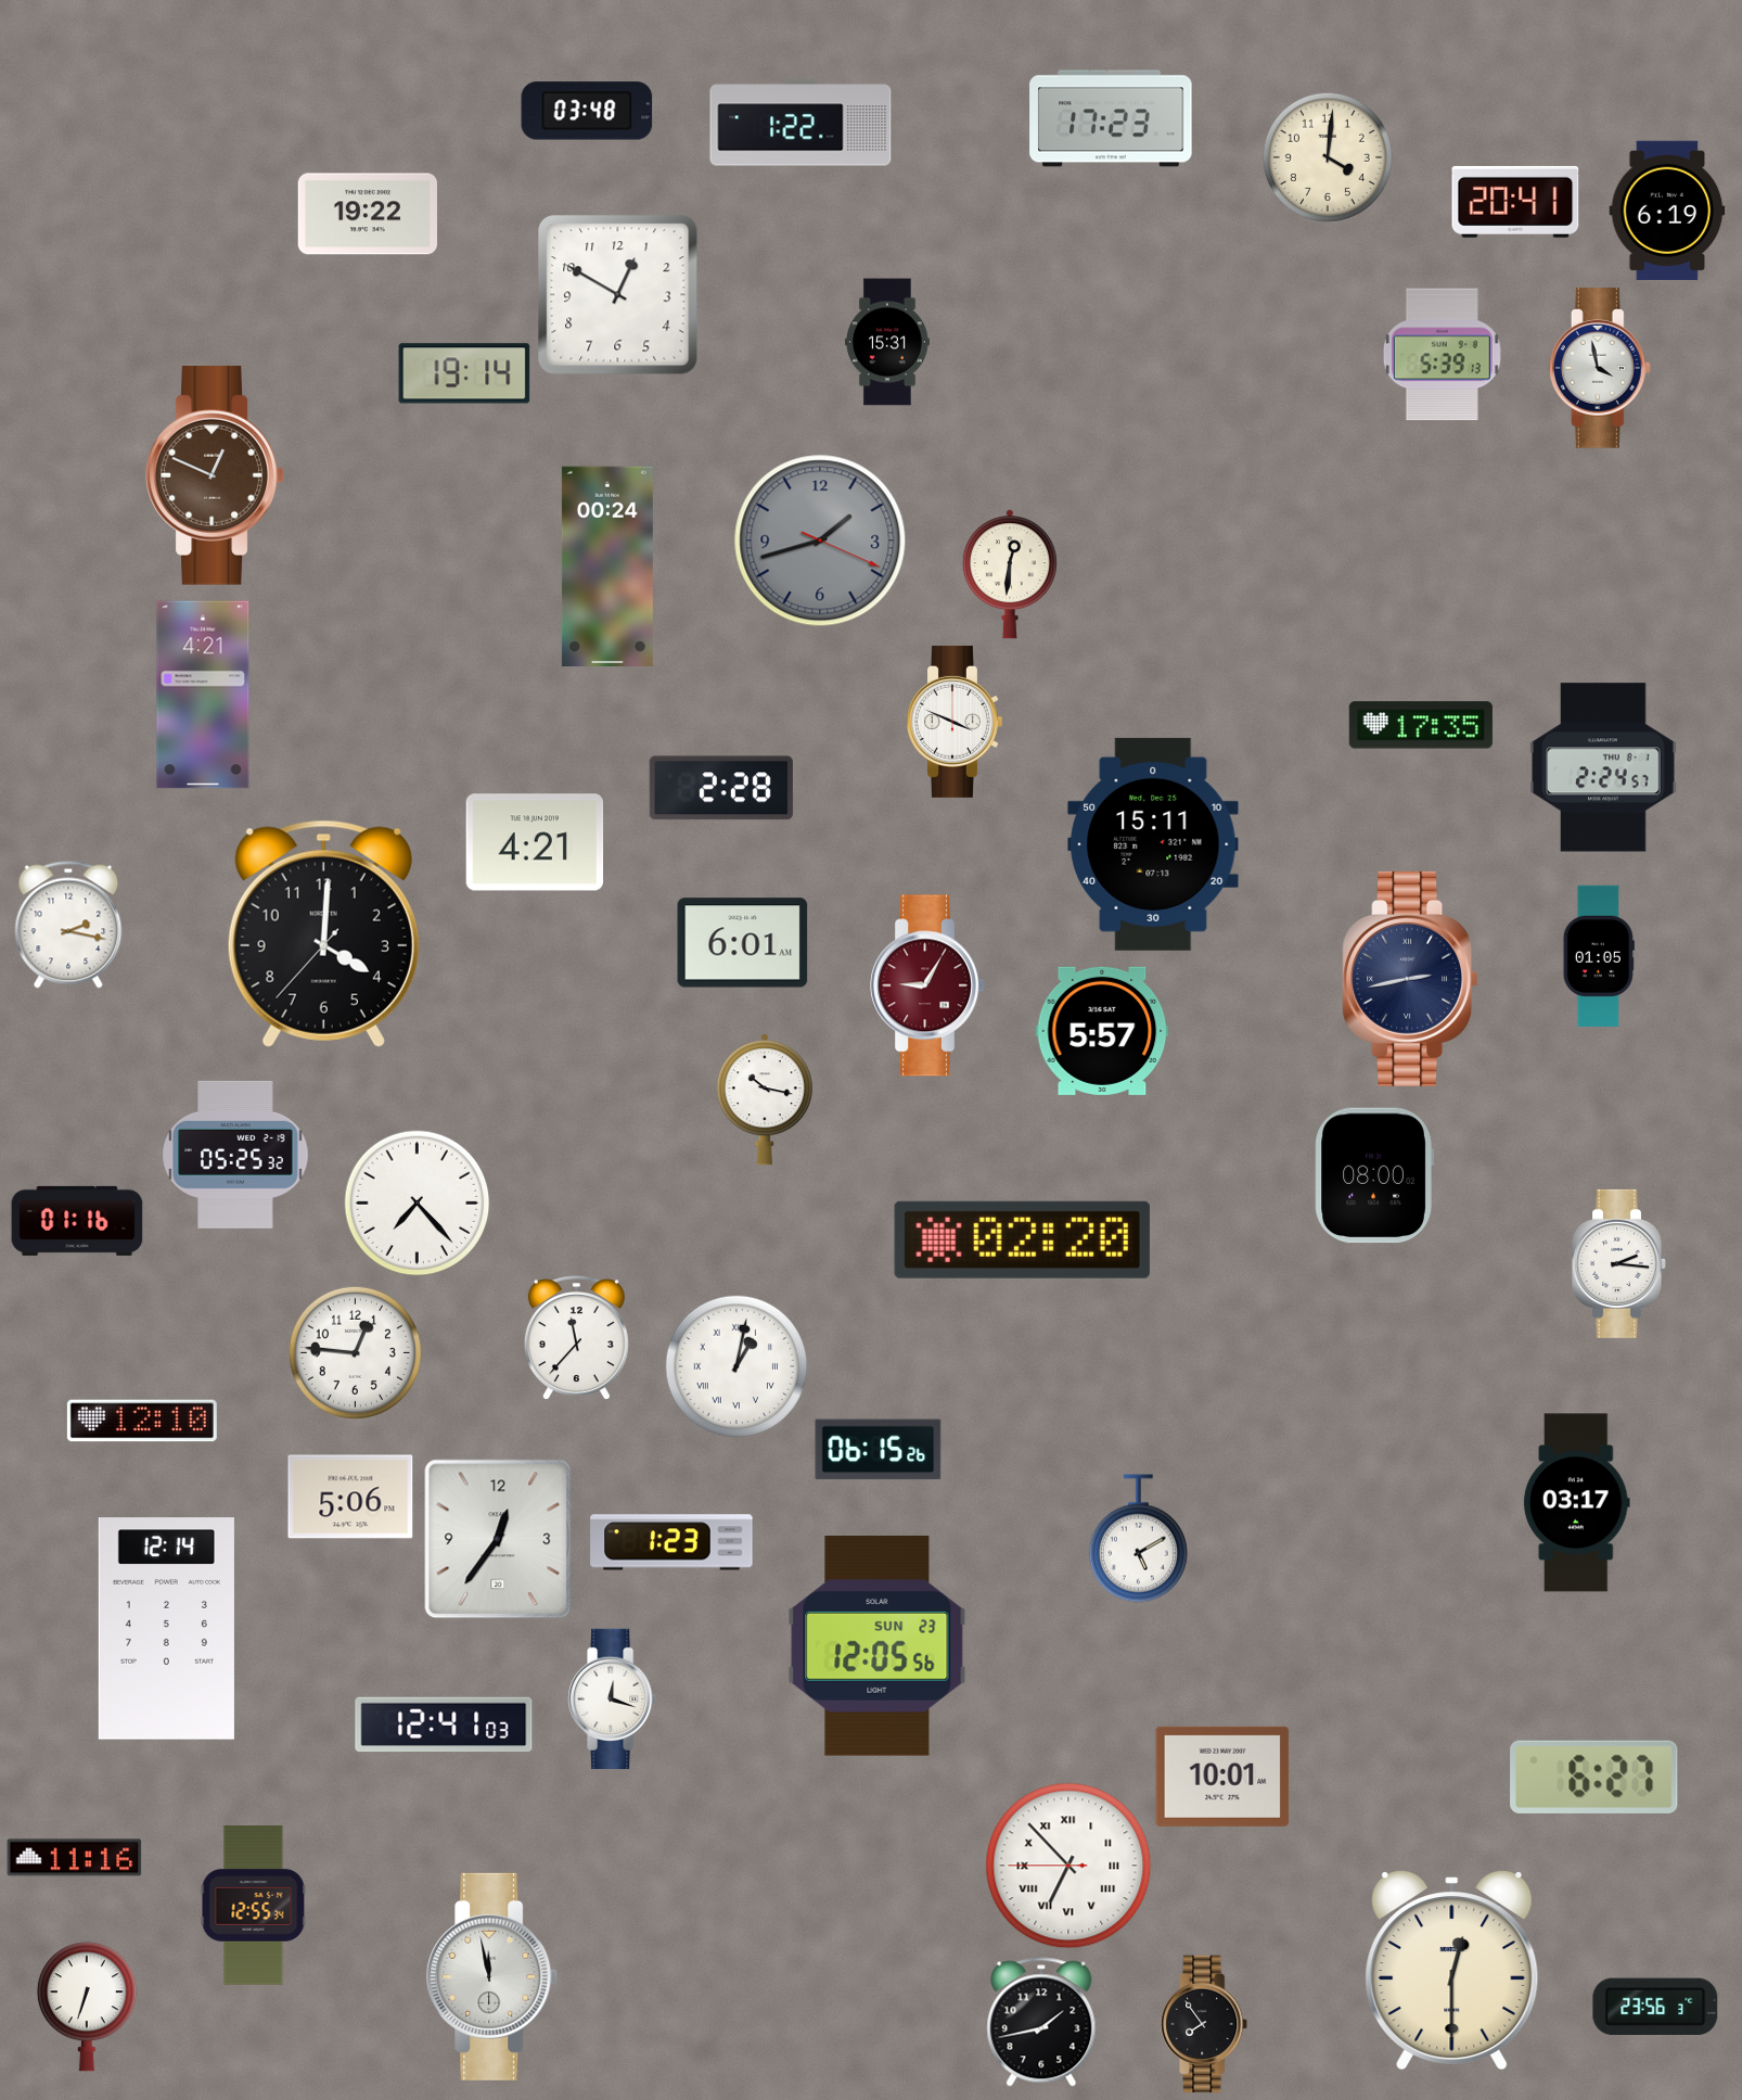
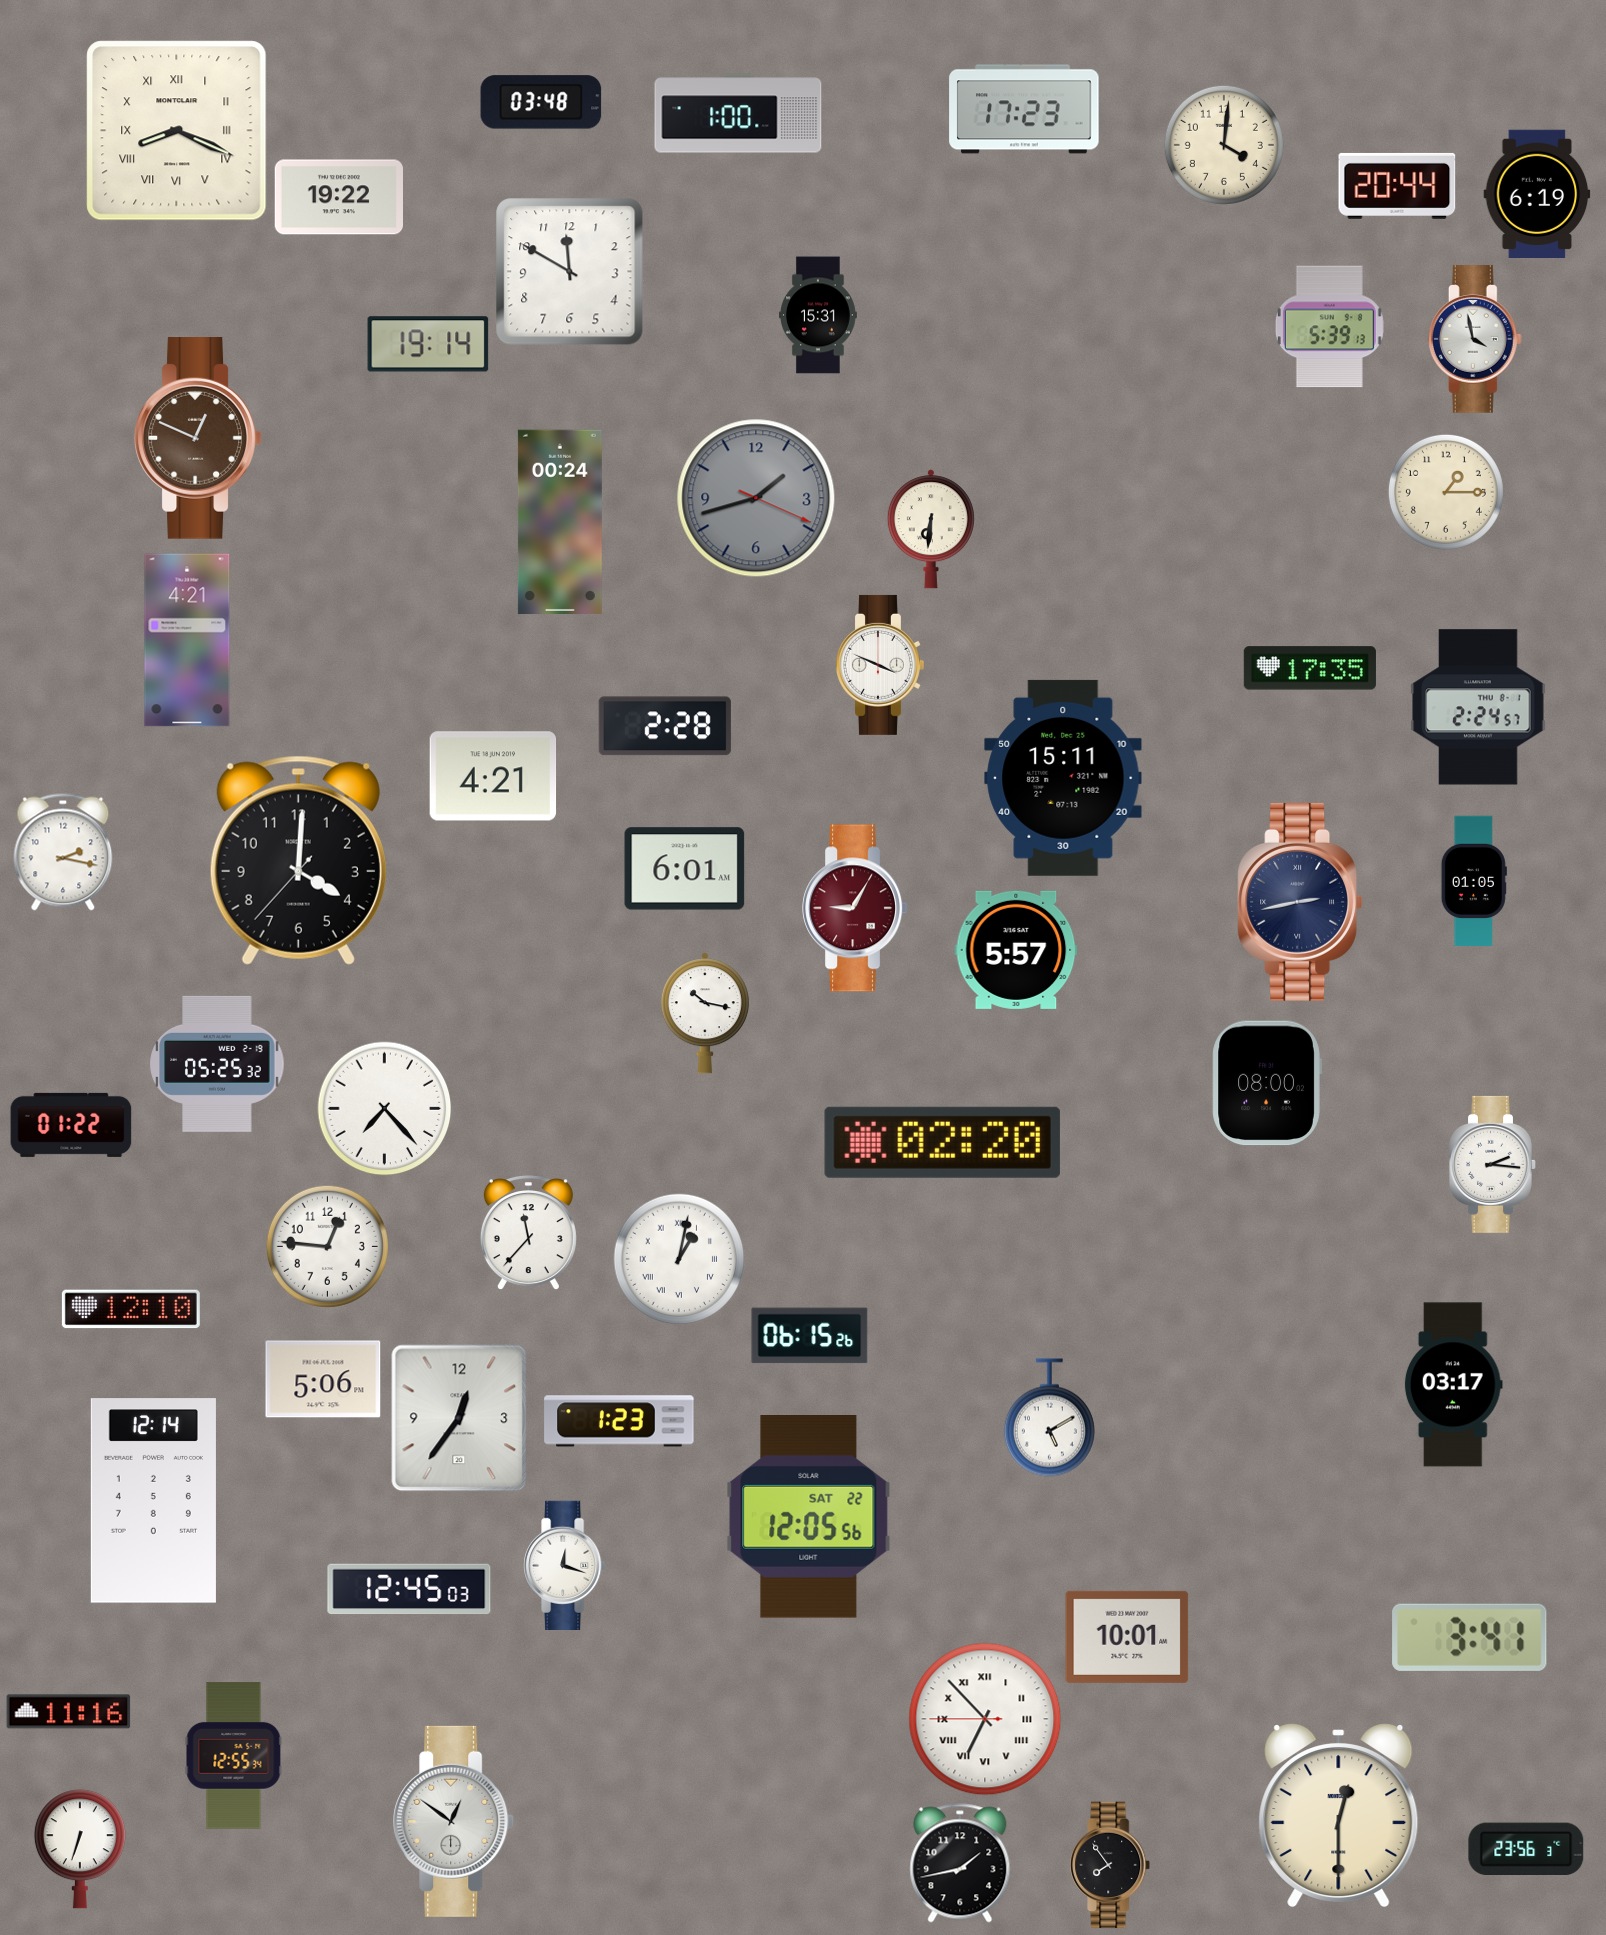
clock at (800, 123): 1:22 -> 1:00
clock at (177, 131): none -> 8:19
clock at (1515, 202): 20:41 -> 20:44
clock at (618, 295): 12:50 -> 11:50
clock at (1446, 492): none -> 1:15
clock at (1010, 574): 12:31 -> 6:31
clock at (77, 1221): 01:16 -> 01:22
clock at (576, 1338) position: (576, 1338) -> (528, 1233)
clock at (878, 1646) date: SUN 23 -> SAT 22
clock at (444, 1724): 12:41 -> 12:45
clock at (1594, 1777): 6:27 -> 3:41
clock at (492, 1976): 11:58 -> 12:51
